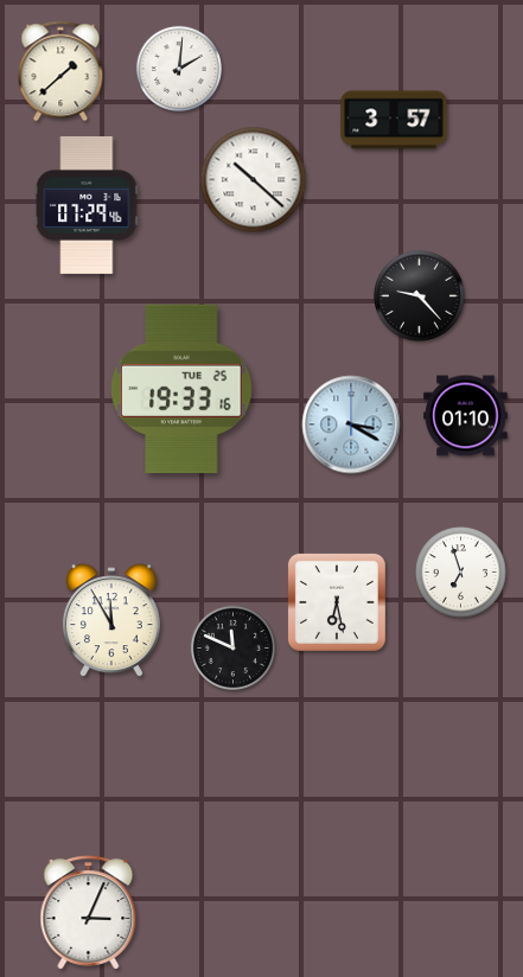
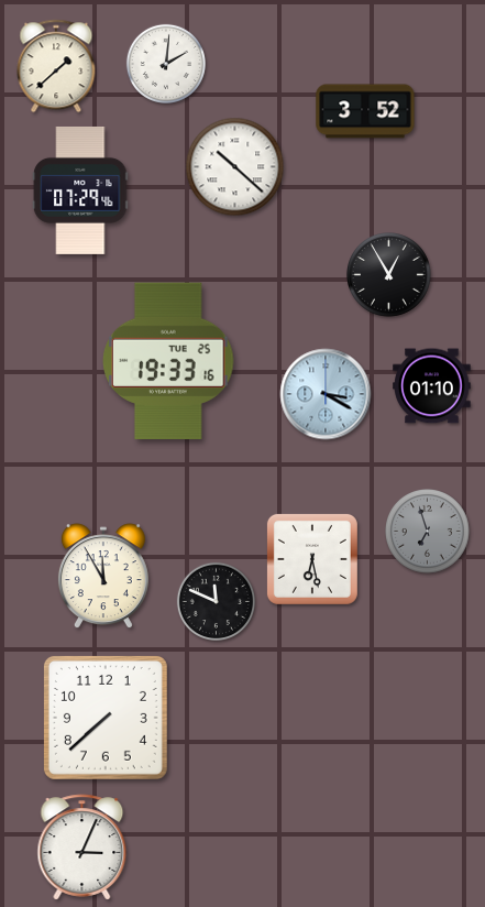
clock at (394, 120): 3:57 -> 3:52
clock at (420, 296): 9:23 -> 12:55
clock at (461, 573) dial: white -> grey
clock at (106, 718): none -> 7:38
